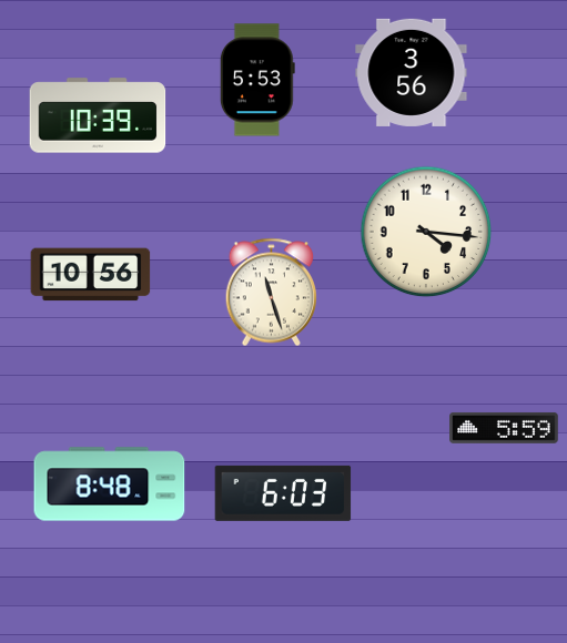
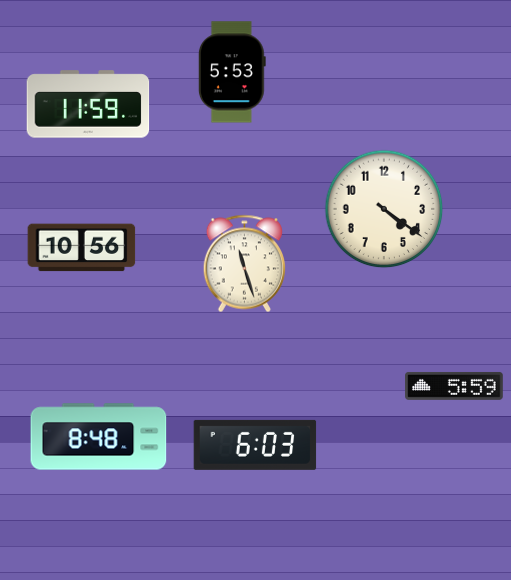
clock at (412, 72): 3:56 -> none
clock at (98, 115): 10:39 -> 11:59
clock at (426, 232): 4:16 -> 4:21
